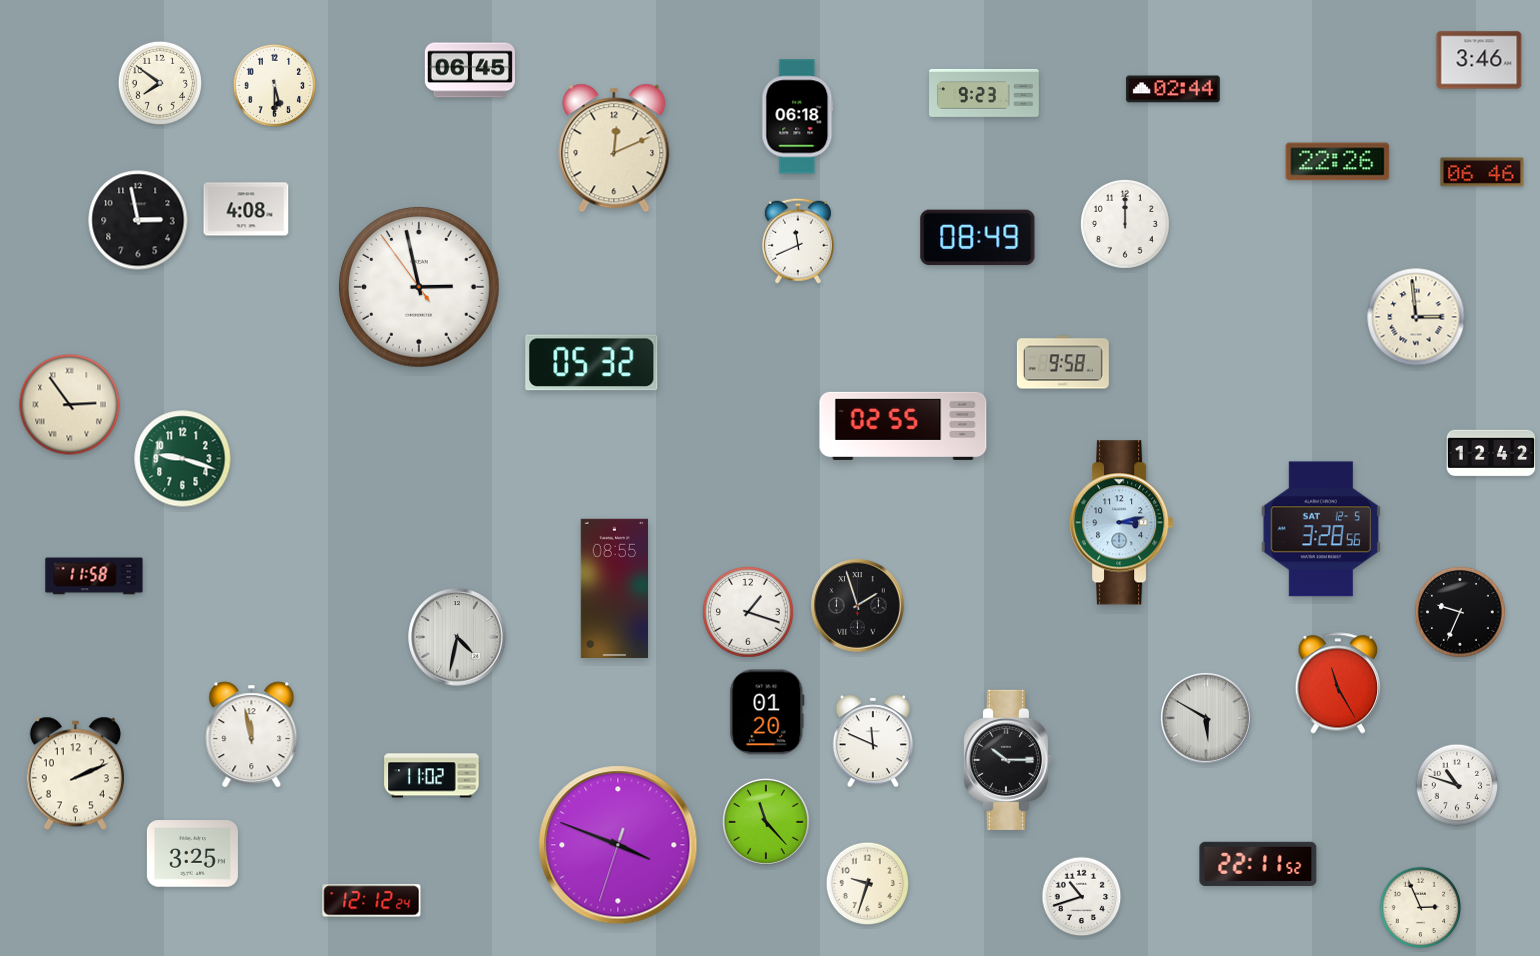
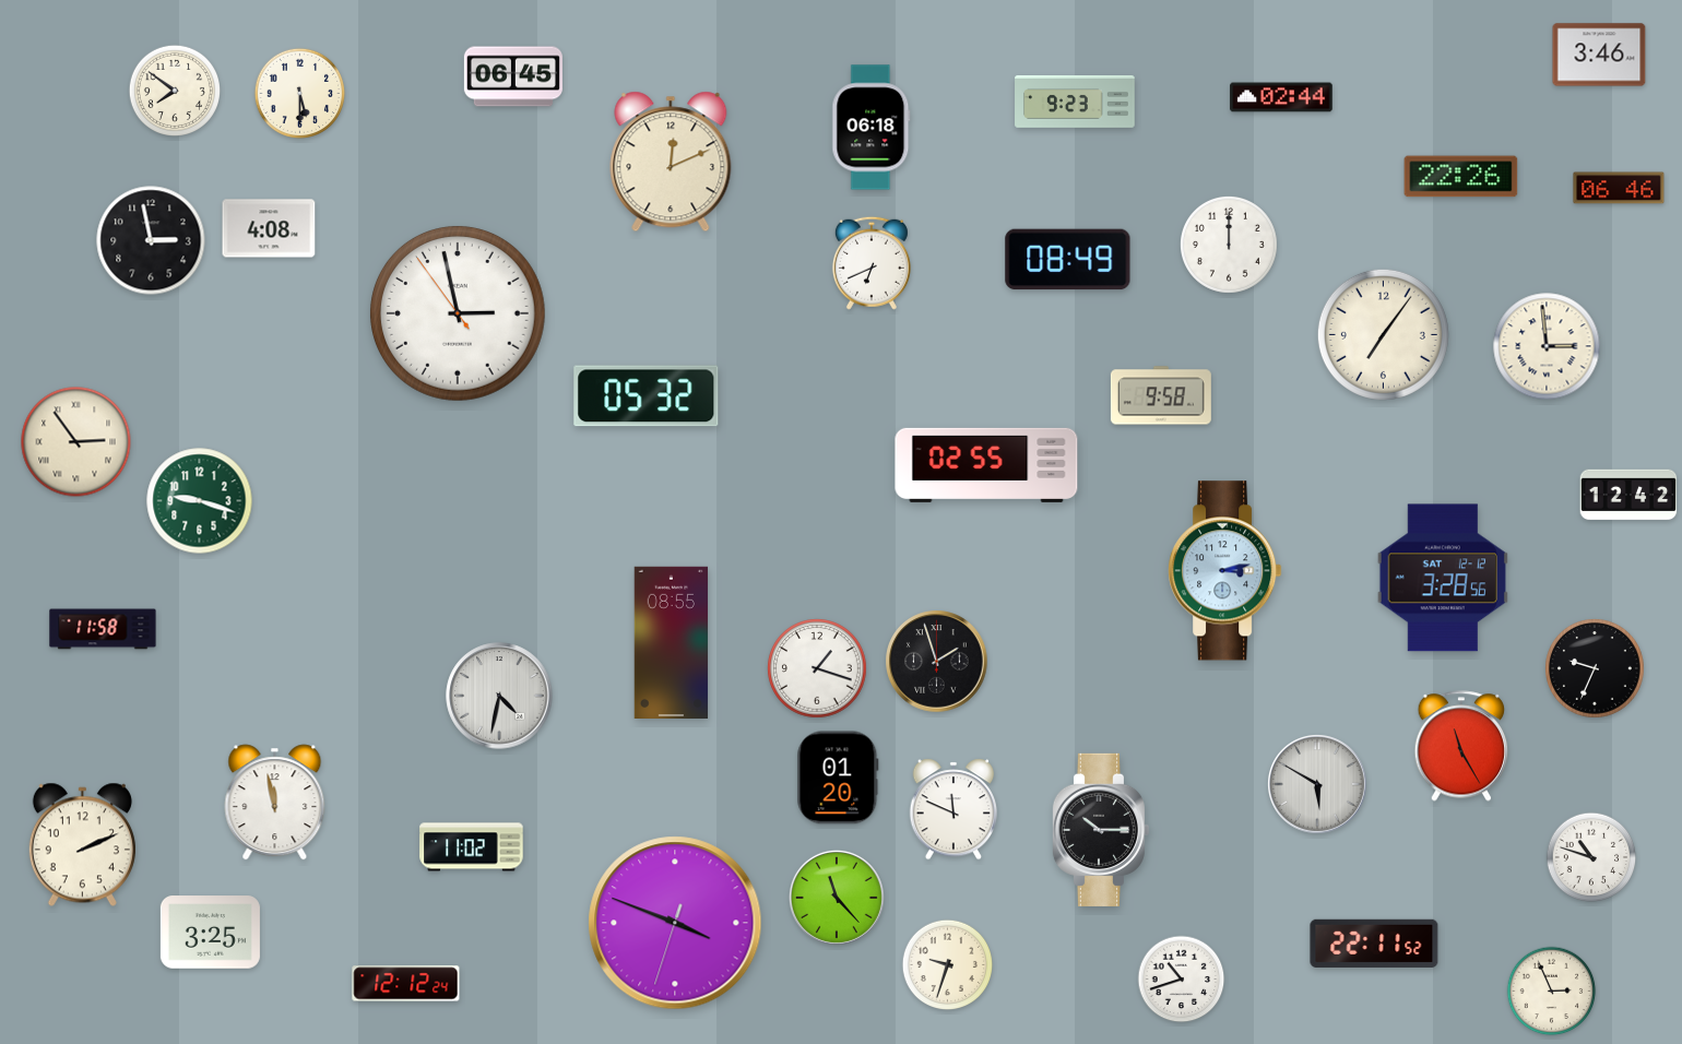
clock at (1479, 60) position: (1479, 60) -> (1599, 55)
clock at (798, 241): 11:41 -> 6:41
clock at (1383, 334): none -> 7:06
clock at (1321, 529) date: SAT 12-5 -> SAT 12-12
